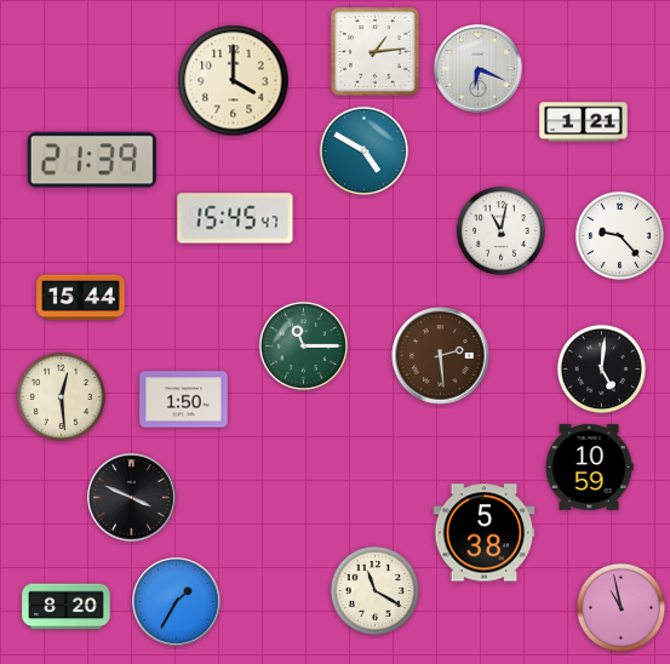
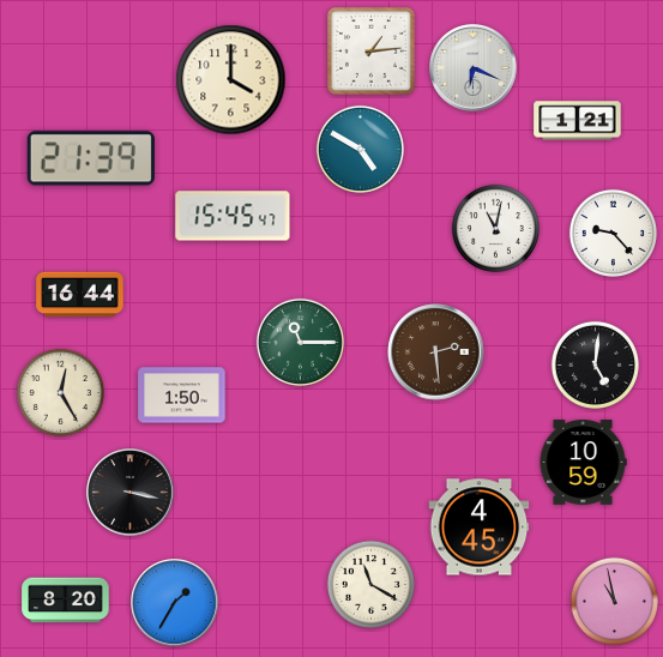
clock at (81, 298): 15:44 -> 16:44
clock at (61, 396): 12:29 -> 12:25
clock at (132, 498): 3:49 -> 3:17
clock at (485, 533): 5:38 -> 4:45
clock at (177, 602) position: (177, 602) -> (175, 603)
